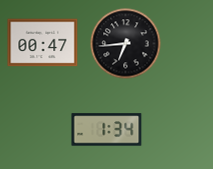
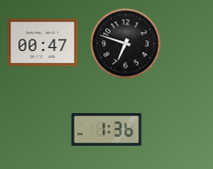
clock at (126, 44): 6:44 -> 6:48
clock at (107, 130): 1:34 -> 1:36
